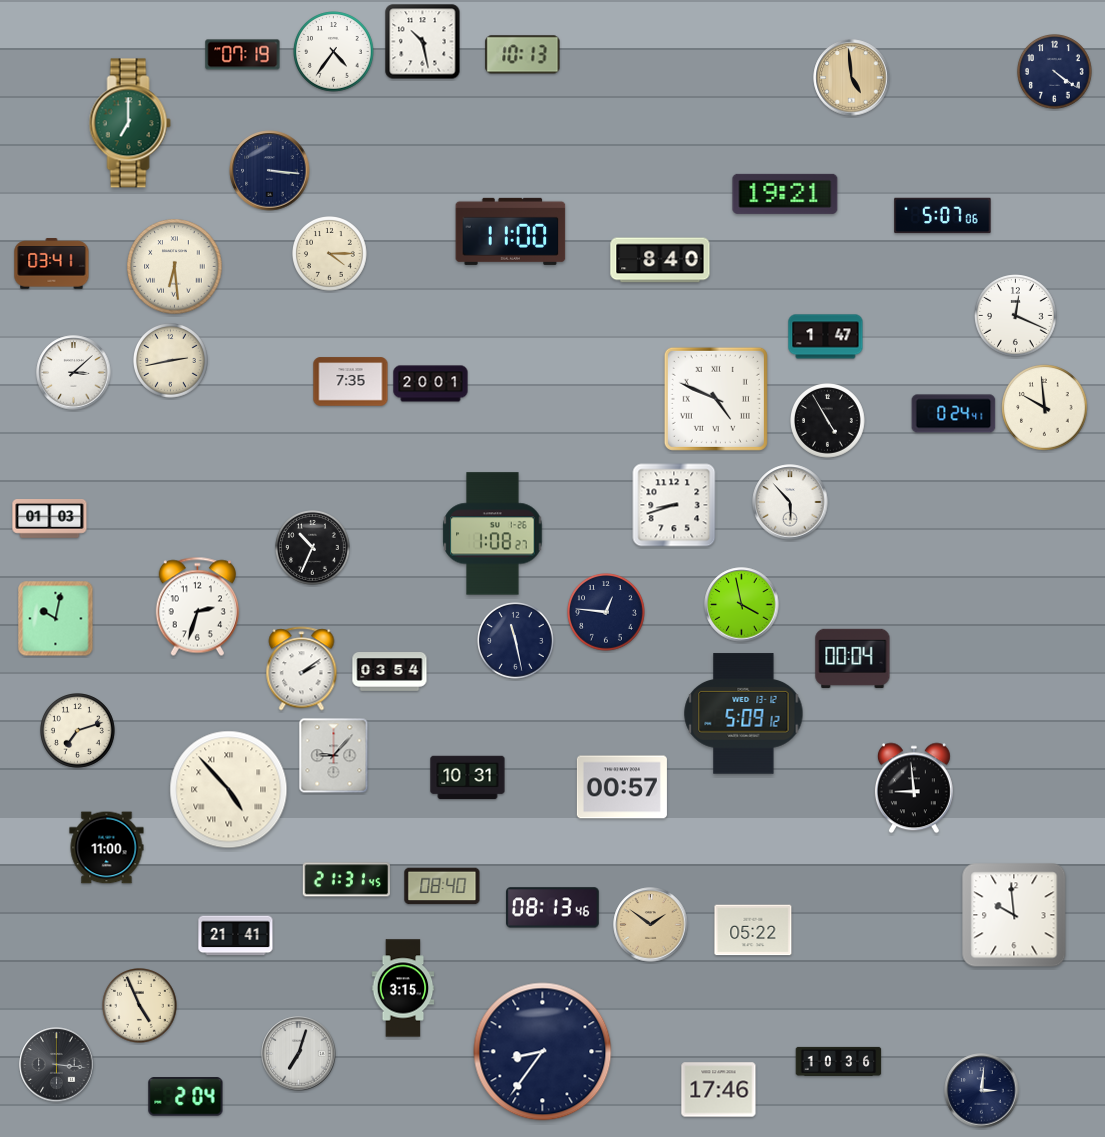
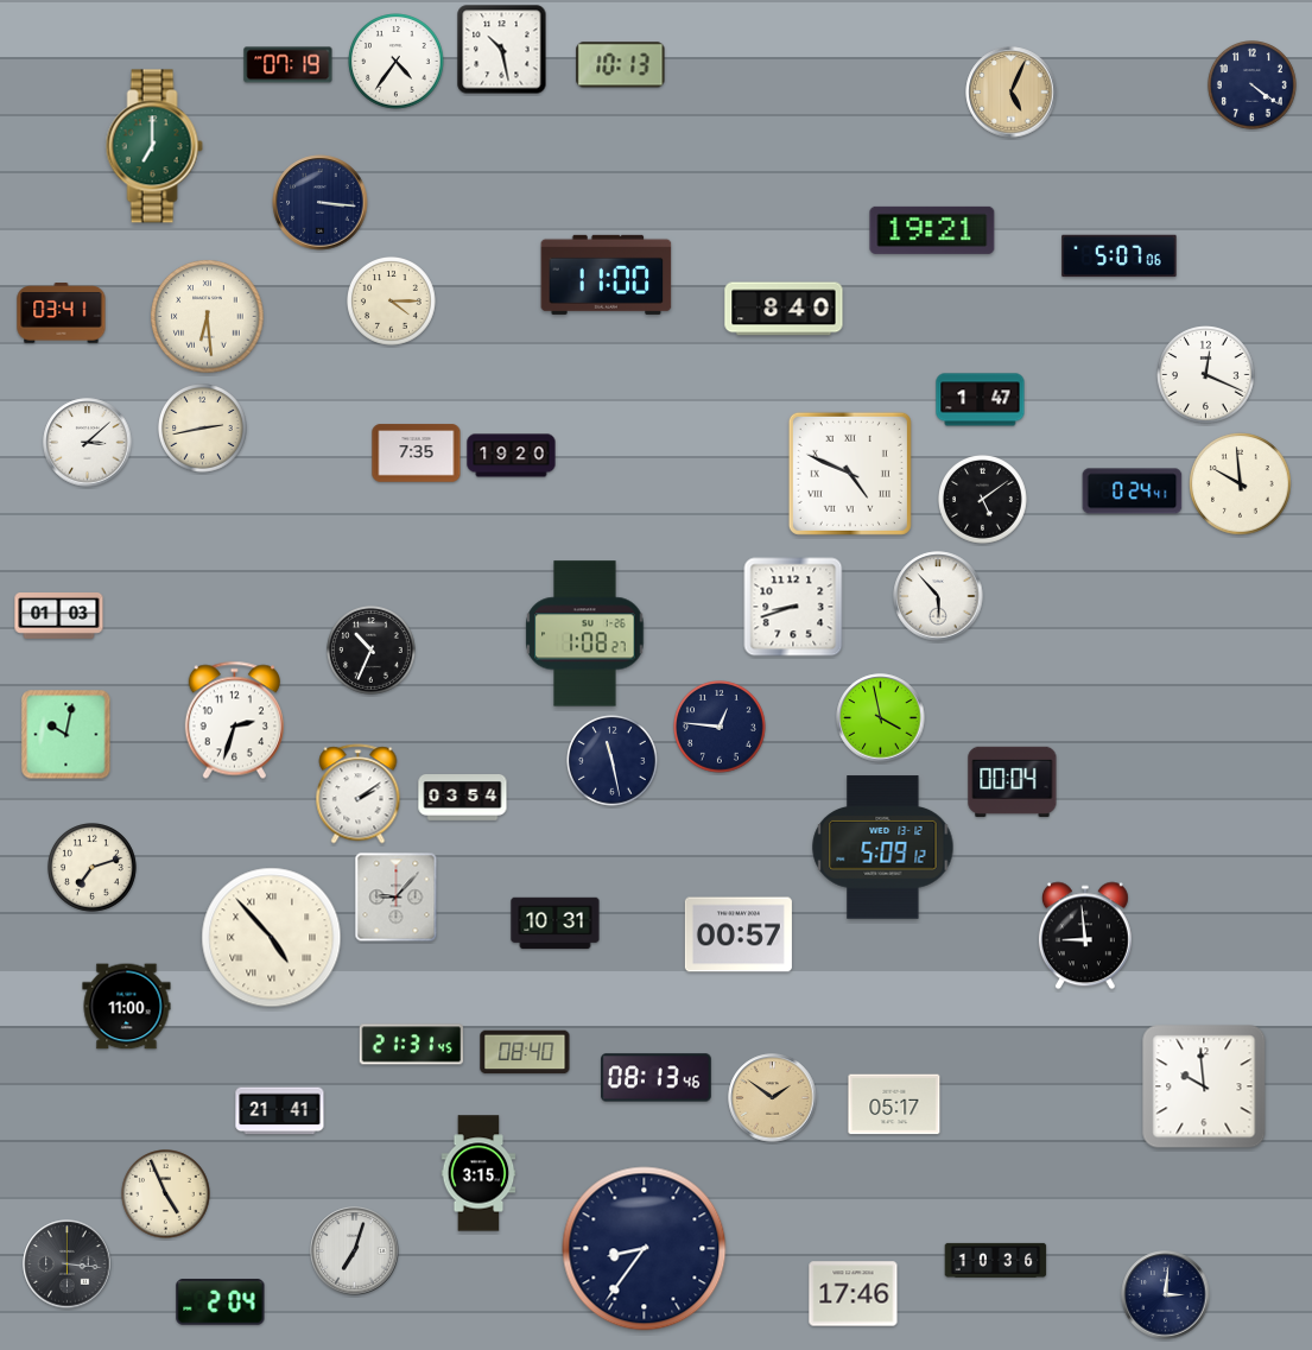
clock at (852, 78): 4:59 -> 5:04
clock at (431, 384): 20:01 -> 19:20
clock at (828, 421): 4:55 -> 5:09
clock at (674, 505) position: (674, 505) -> (793, 607)
clock at (753, 930): 05:22 -> 05:17
